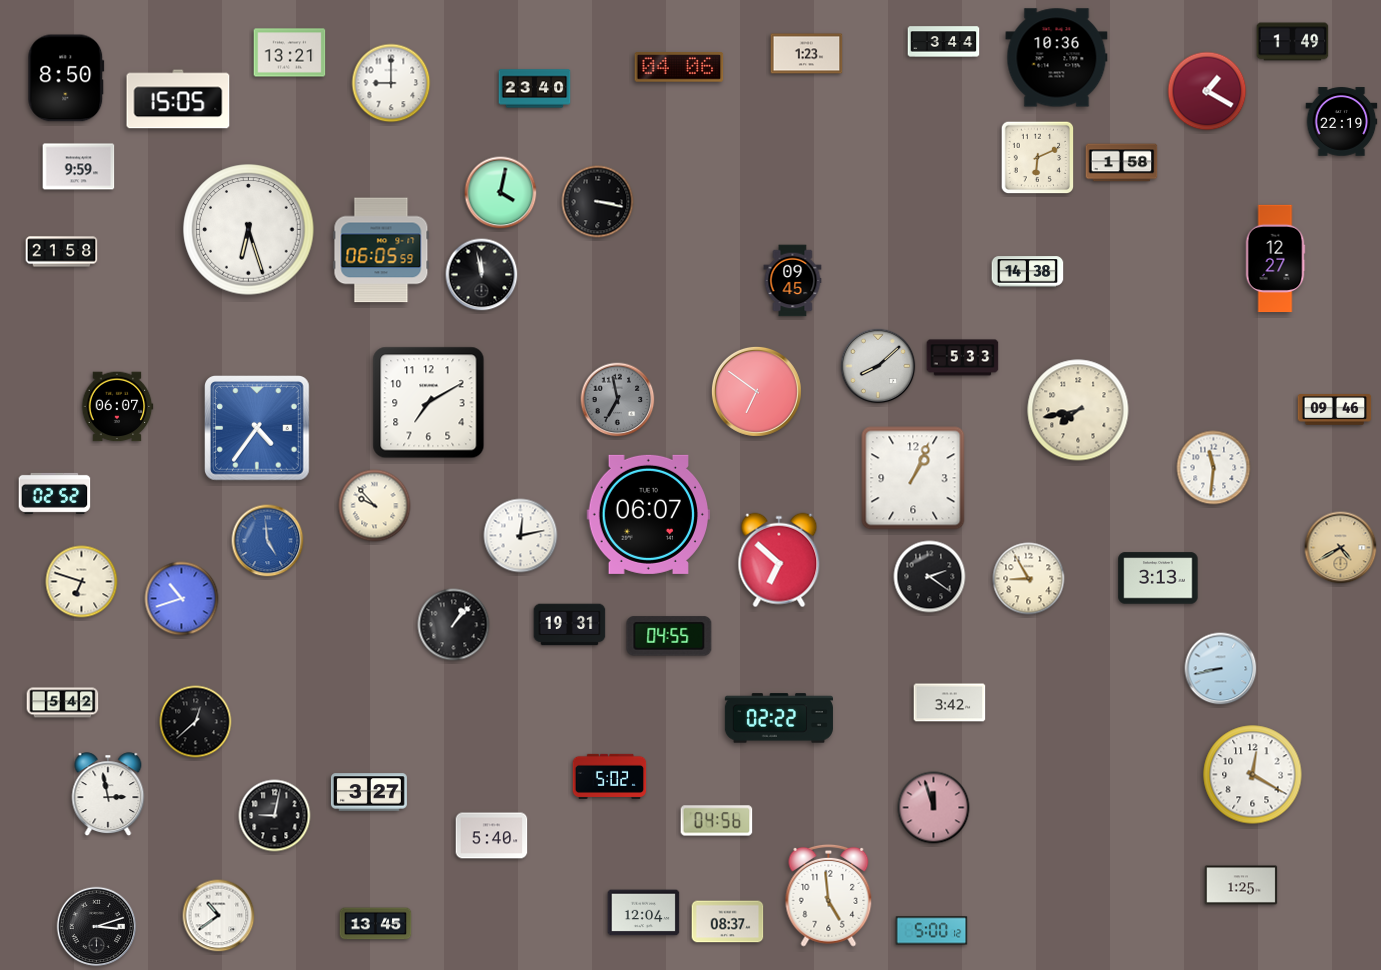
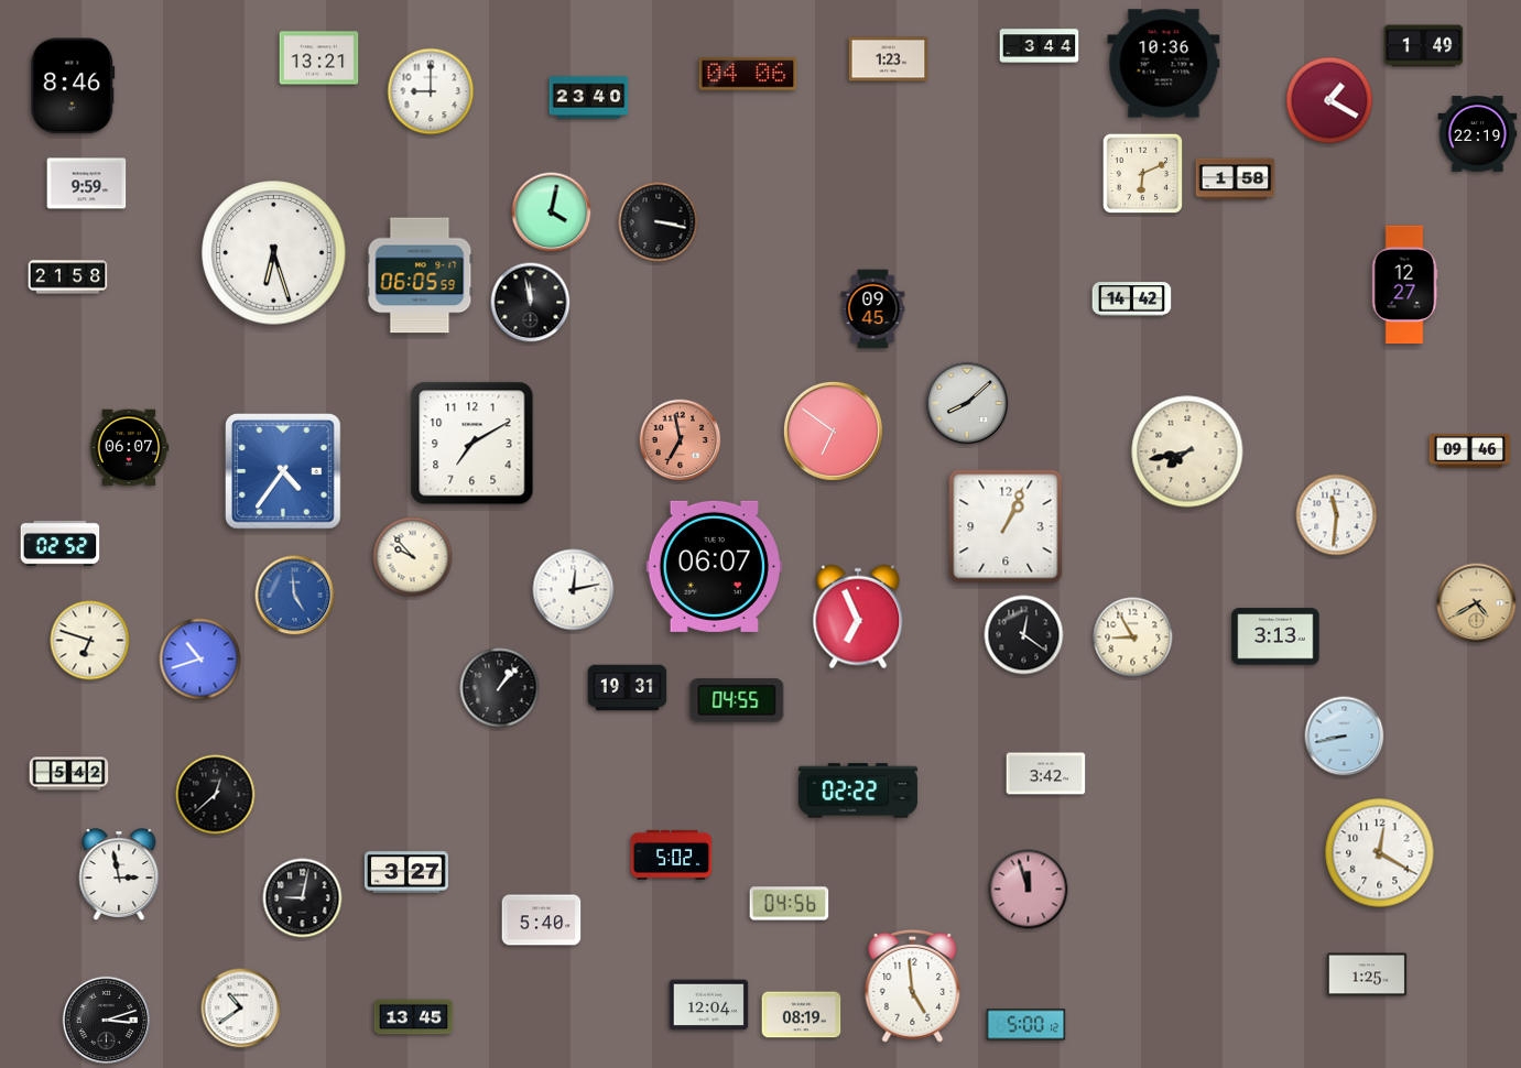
clock at (66, 78): 8:50 -> 8:46
clock at (178, 99): 15:05 -> none
clock at (1028, 272): 14:38 -> 14:42
clock at (963, 358): 5:33 -> none
clock at (618, 400) dial: grey -> salmon
clock at (779, 560): 6:52 -> 6:56
clock at (930, 577): 2:21 -> 12:21
clock at (728, 922): 08:37 -> 08:19
